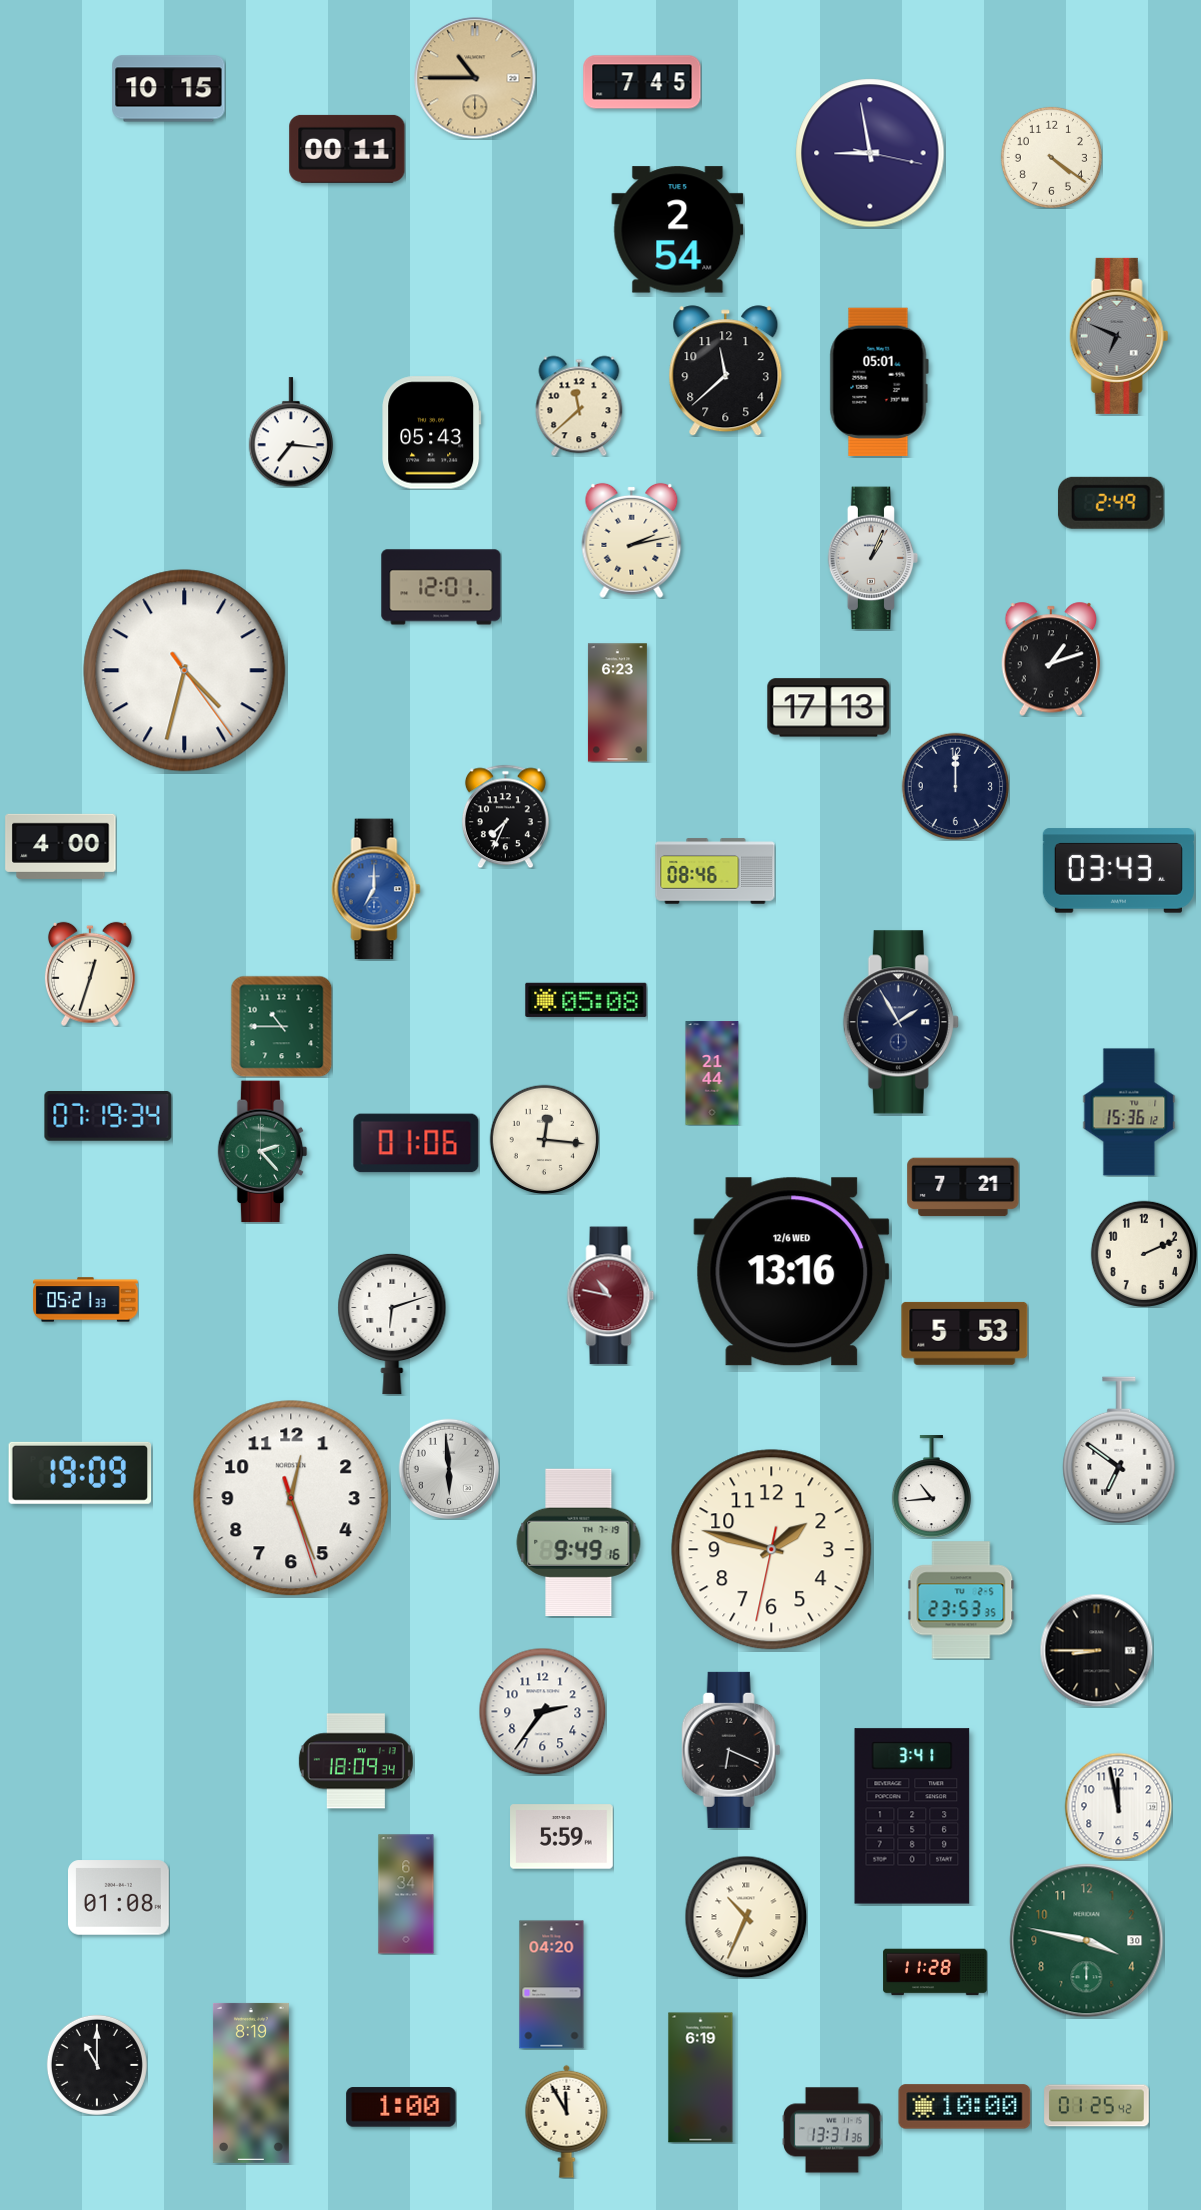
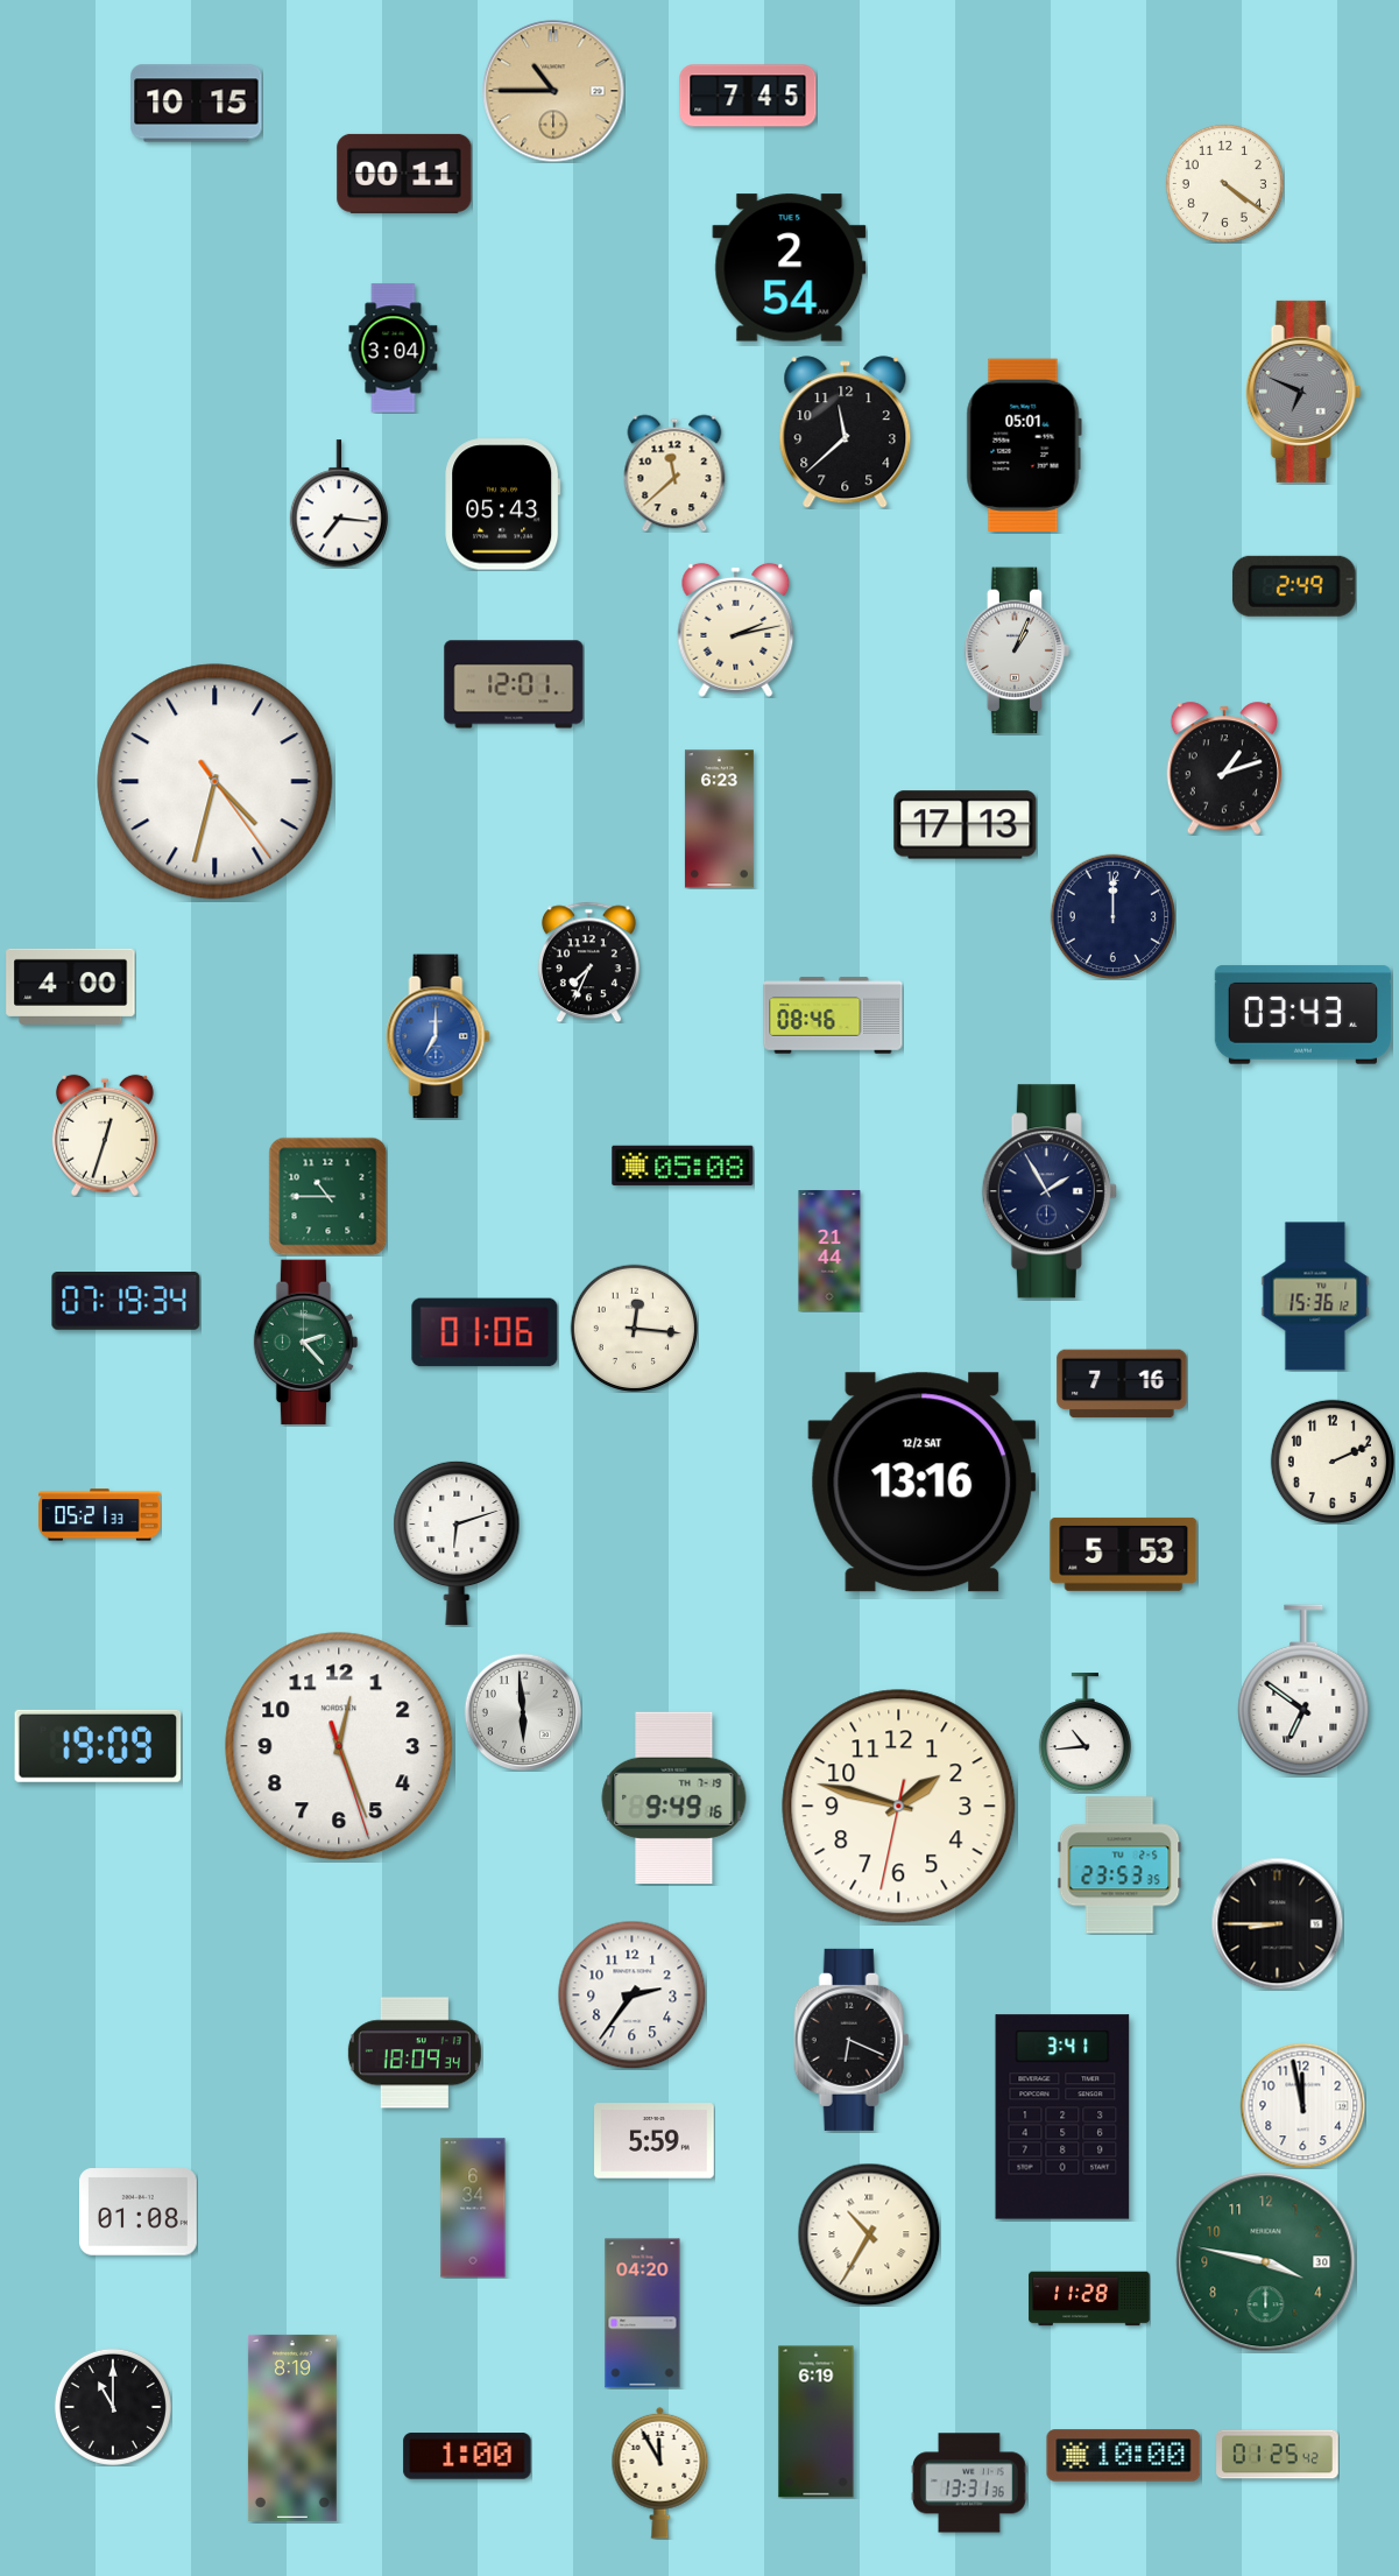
clock at (870, 153): 8:58 -> none
clock at (394, 349): none -> 3:04
clock at (505, 816) position: (505, 816) -> (588, 962)
clock at (963, 1187): 7:21 -> 7:16
clock at (792, 1272) date: 12/6 WED -> 12/2 SAT
clock at (611, 1296): 10:47 -> none
clock at (80, 1473) position: (80, 1473) -> (98, 1746)
clock at (746, 1917): 10:34 -> 10:35
